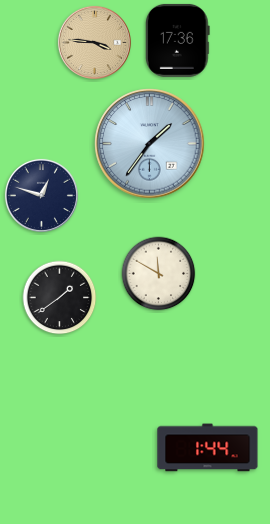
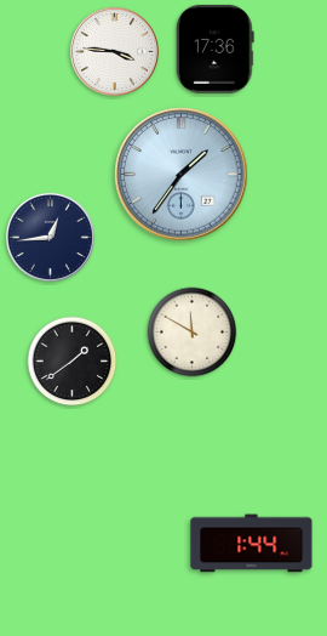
clock at (94, 42) dial: champagne -> white
clock at (41, 195): 12:48 -> 12:44
